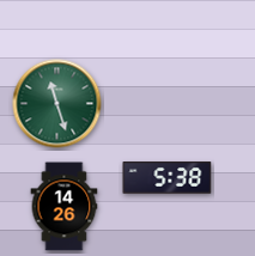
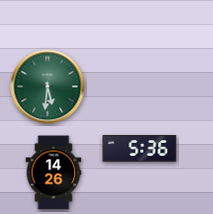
clock at (57, 104): 11:27 -> 5:31
clock at (168, 178): 5:38 -> 5:36
